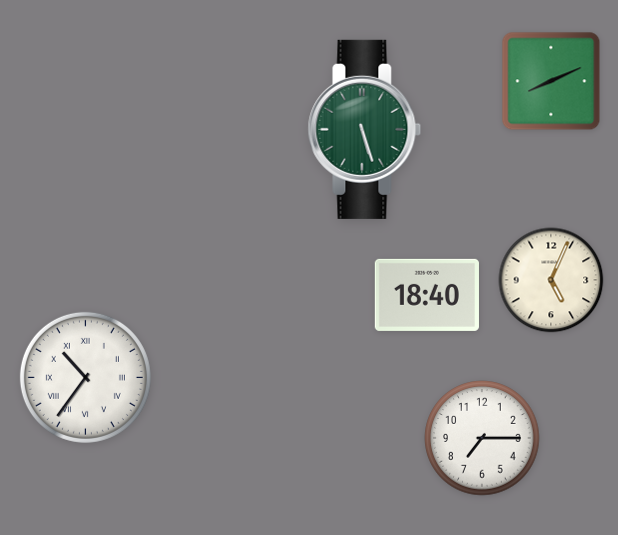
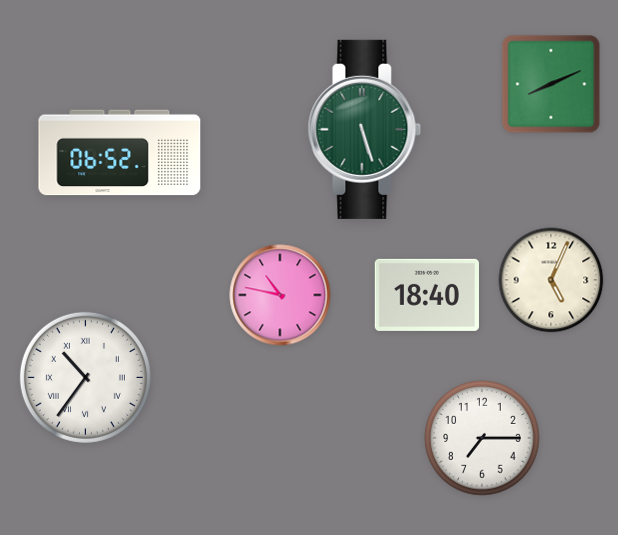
clock at (551, 81) position: (551, 81) -> (551, 84)
clock at (120, 153): none -> 06:52
clock at (280, 295): none -> 10:47
